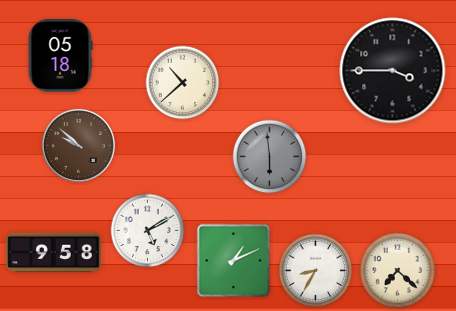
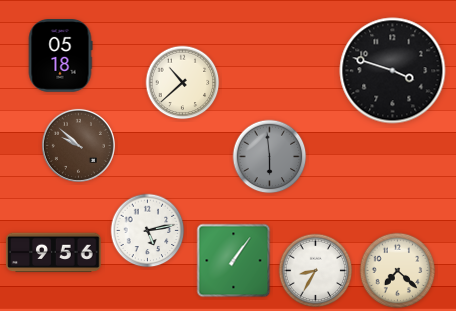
clock at (393, 71): 3:45 -> 3:48
clock at (148, 231): 5:10 -> 5:13
clock at (54, 253): 9:58 -> 9:56
clock at (234, 261): 1:11 -> 1:06
